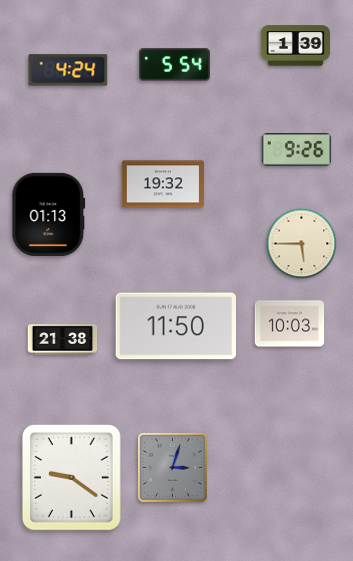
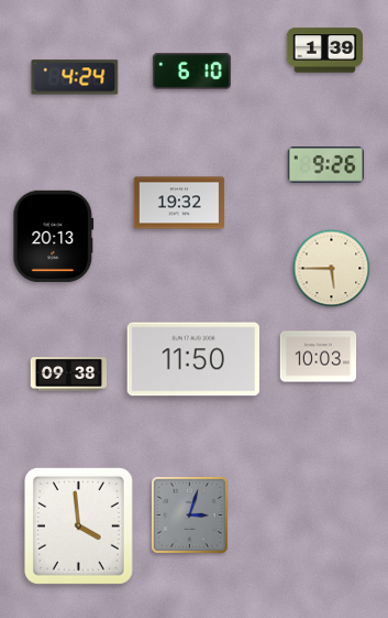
clock at (174, 65): 5:54 -> 6:10
clock at (49, 214): 01:13 -> 20:13
clock at (63, 340): 21:38 -> 09:38
clock at (71, 478): 9:21 -> 3:59
